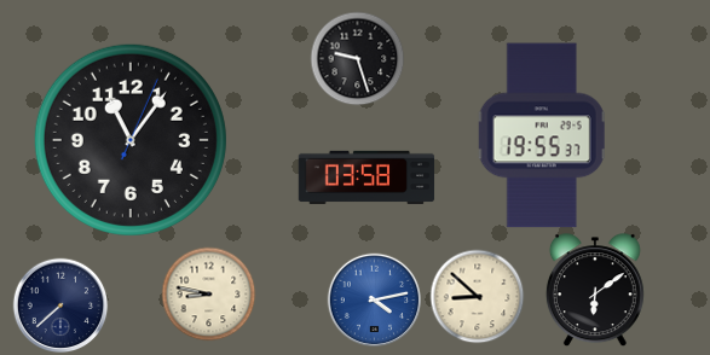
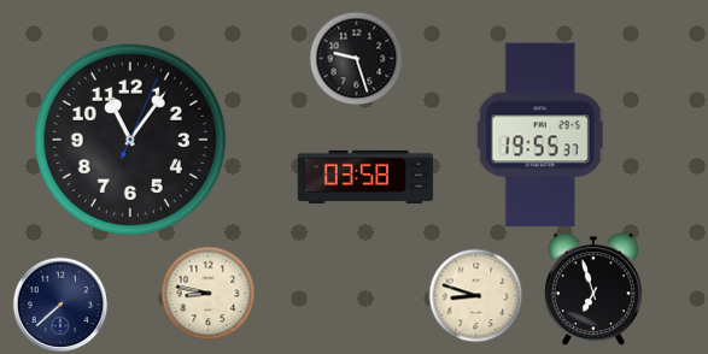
clock at (595, 290): 6:09 -> 6:57
clock at (477, 296): 8:52 -> 8:48
clock at (374, 299): 4:13 -> none
